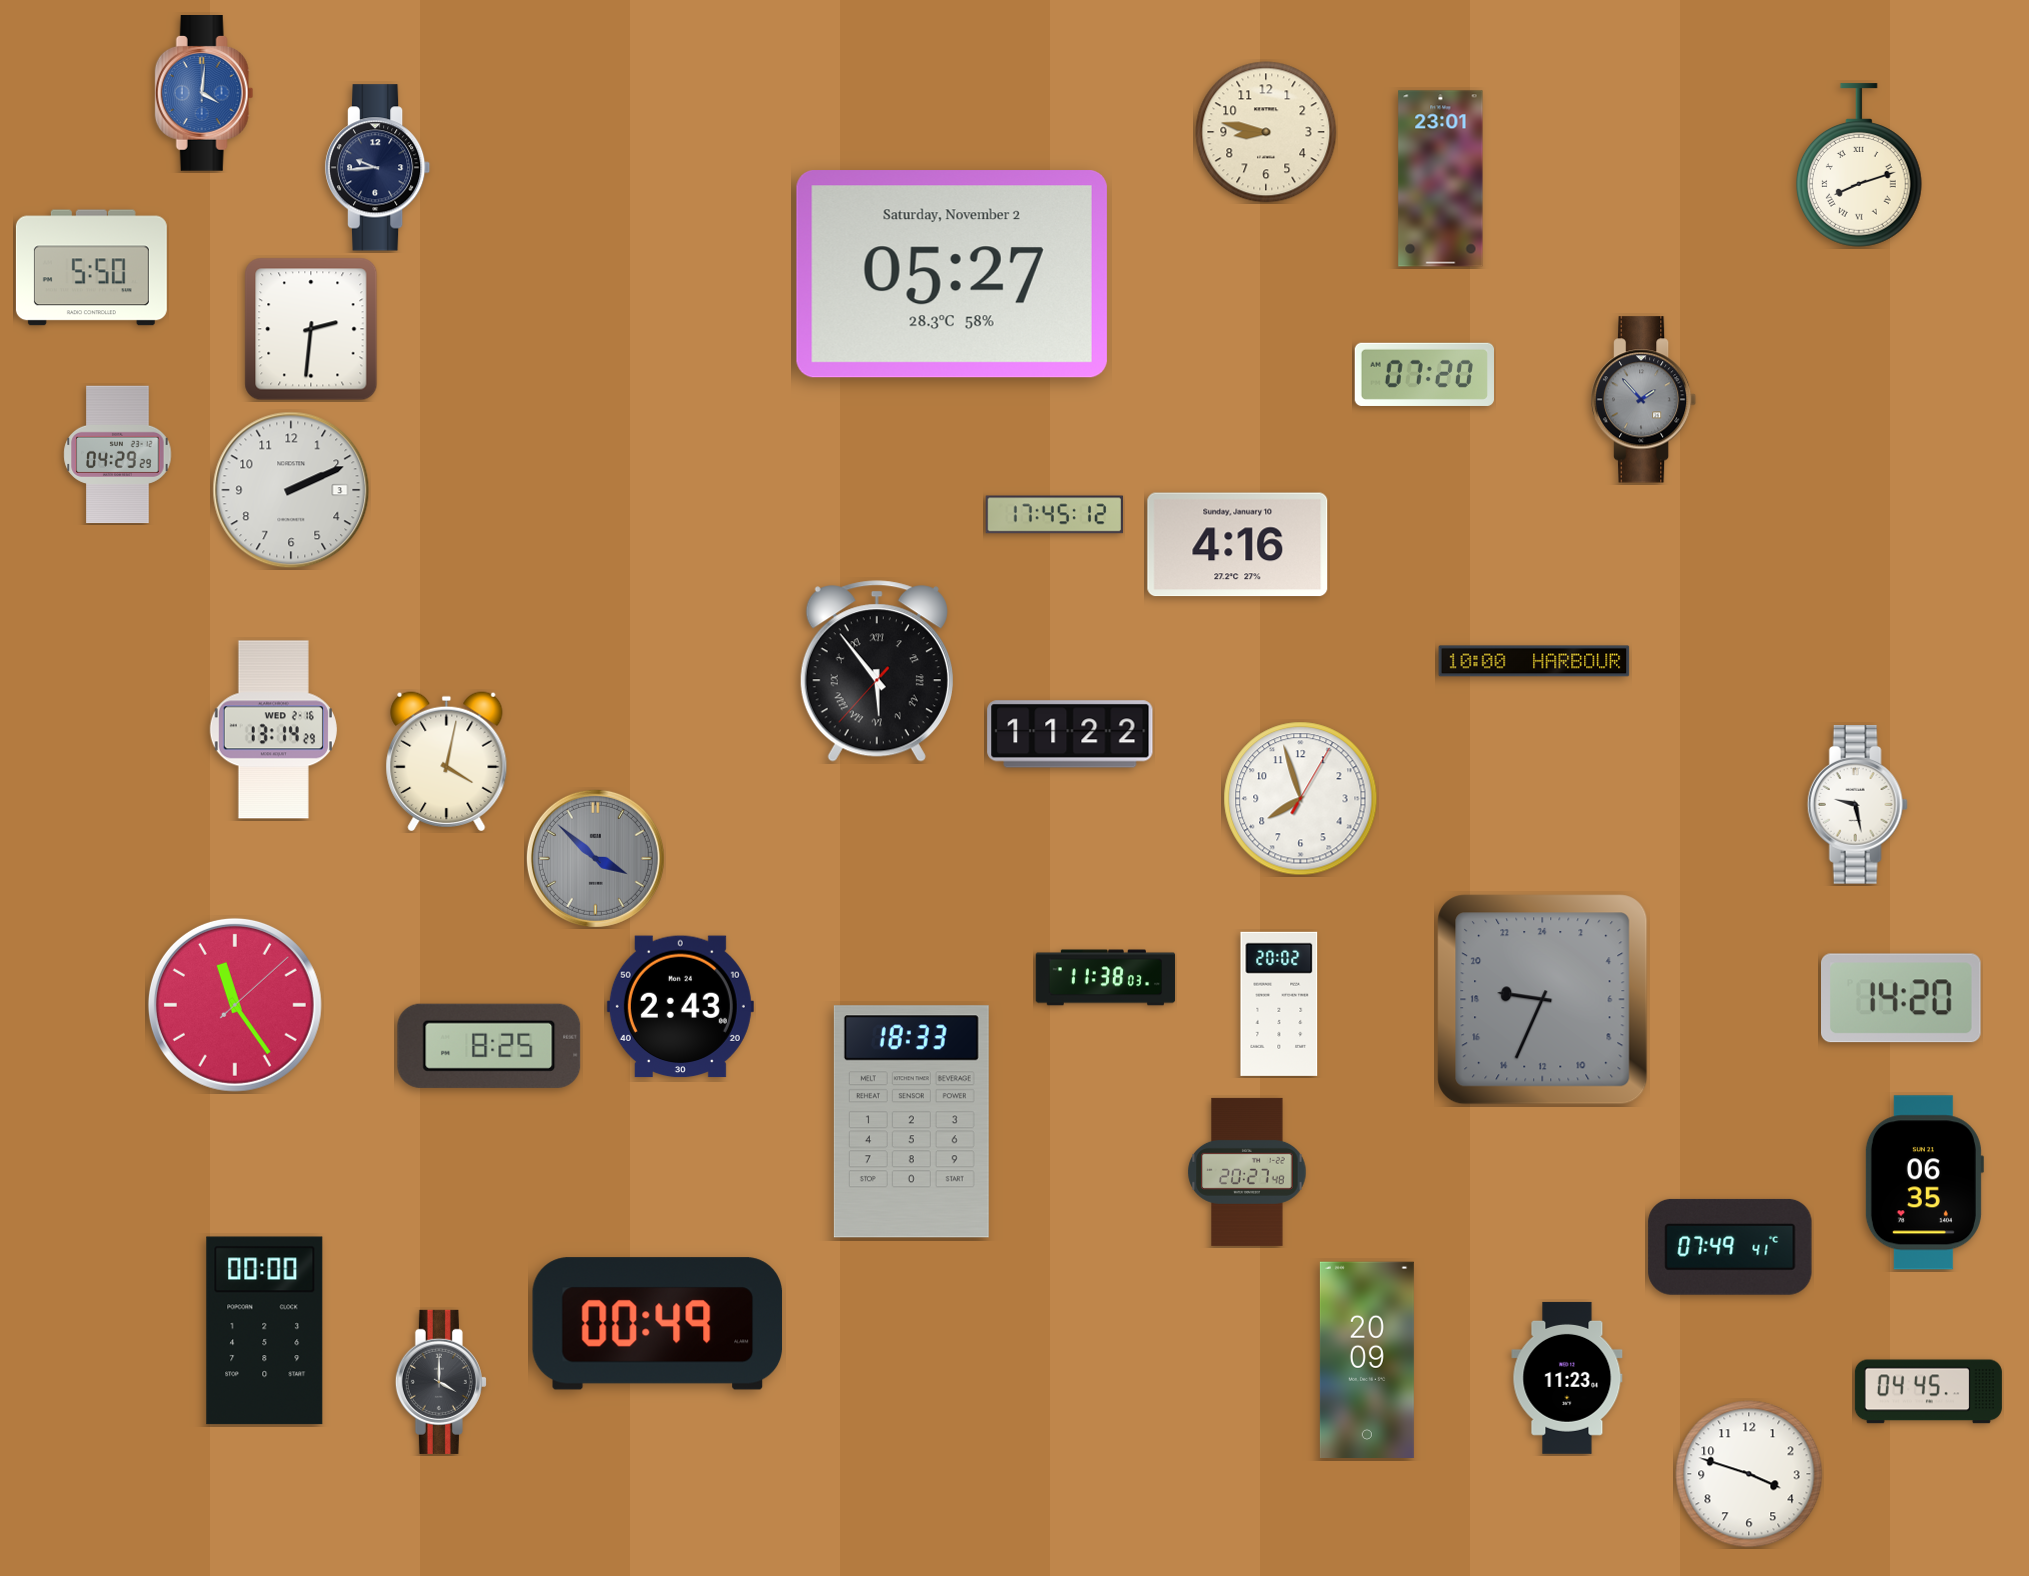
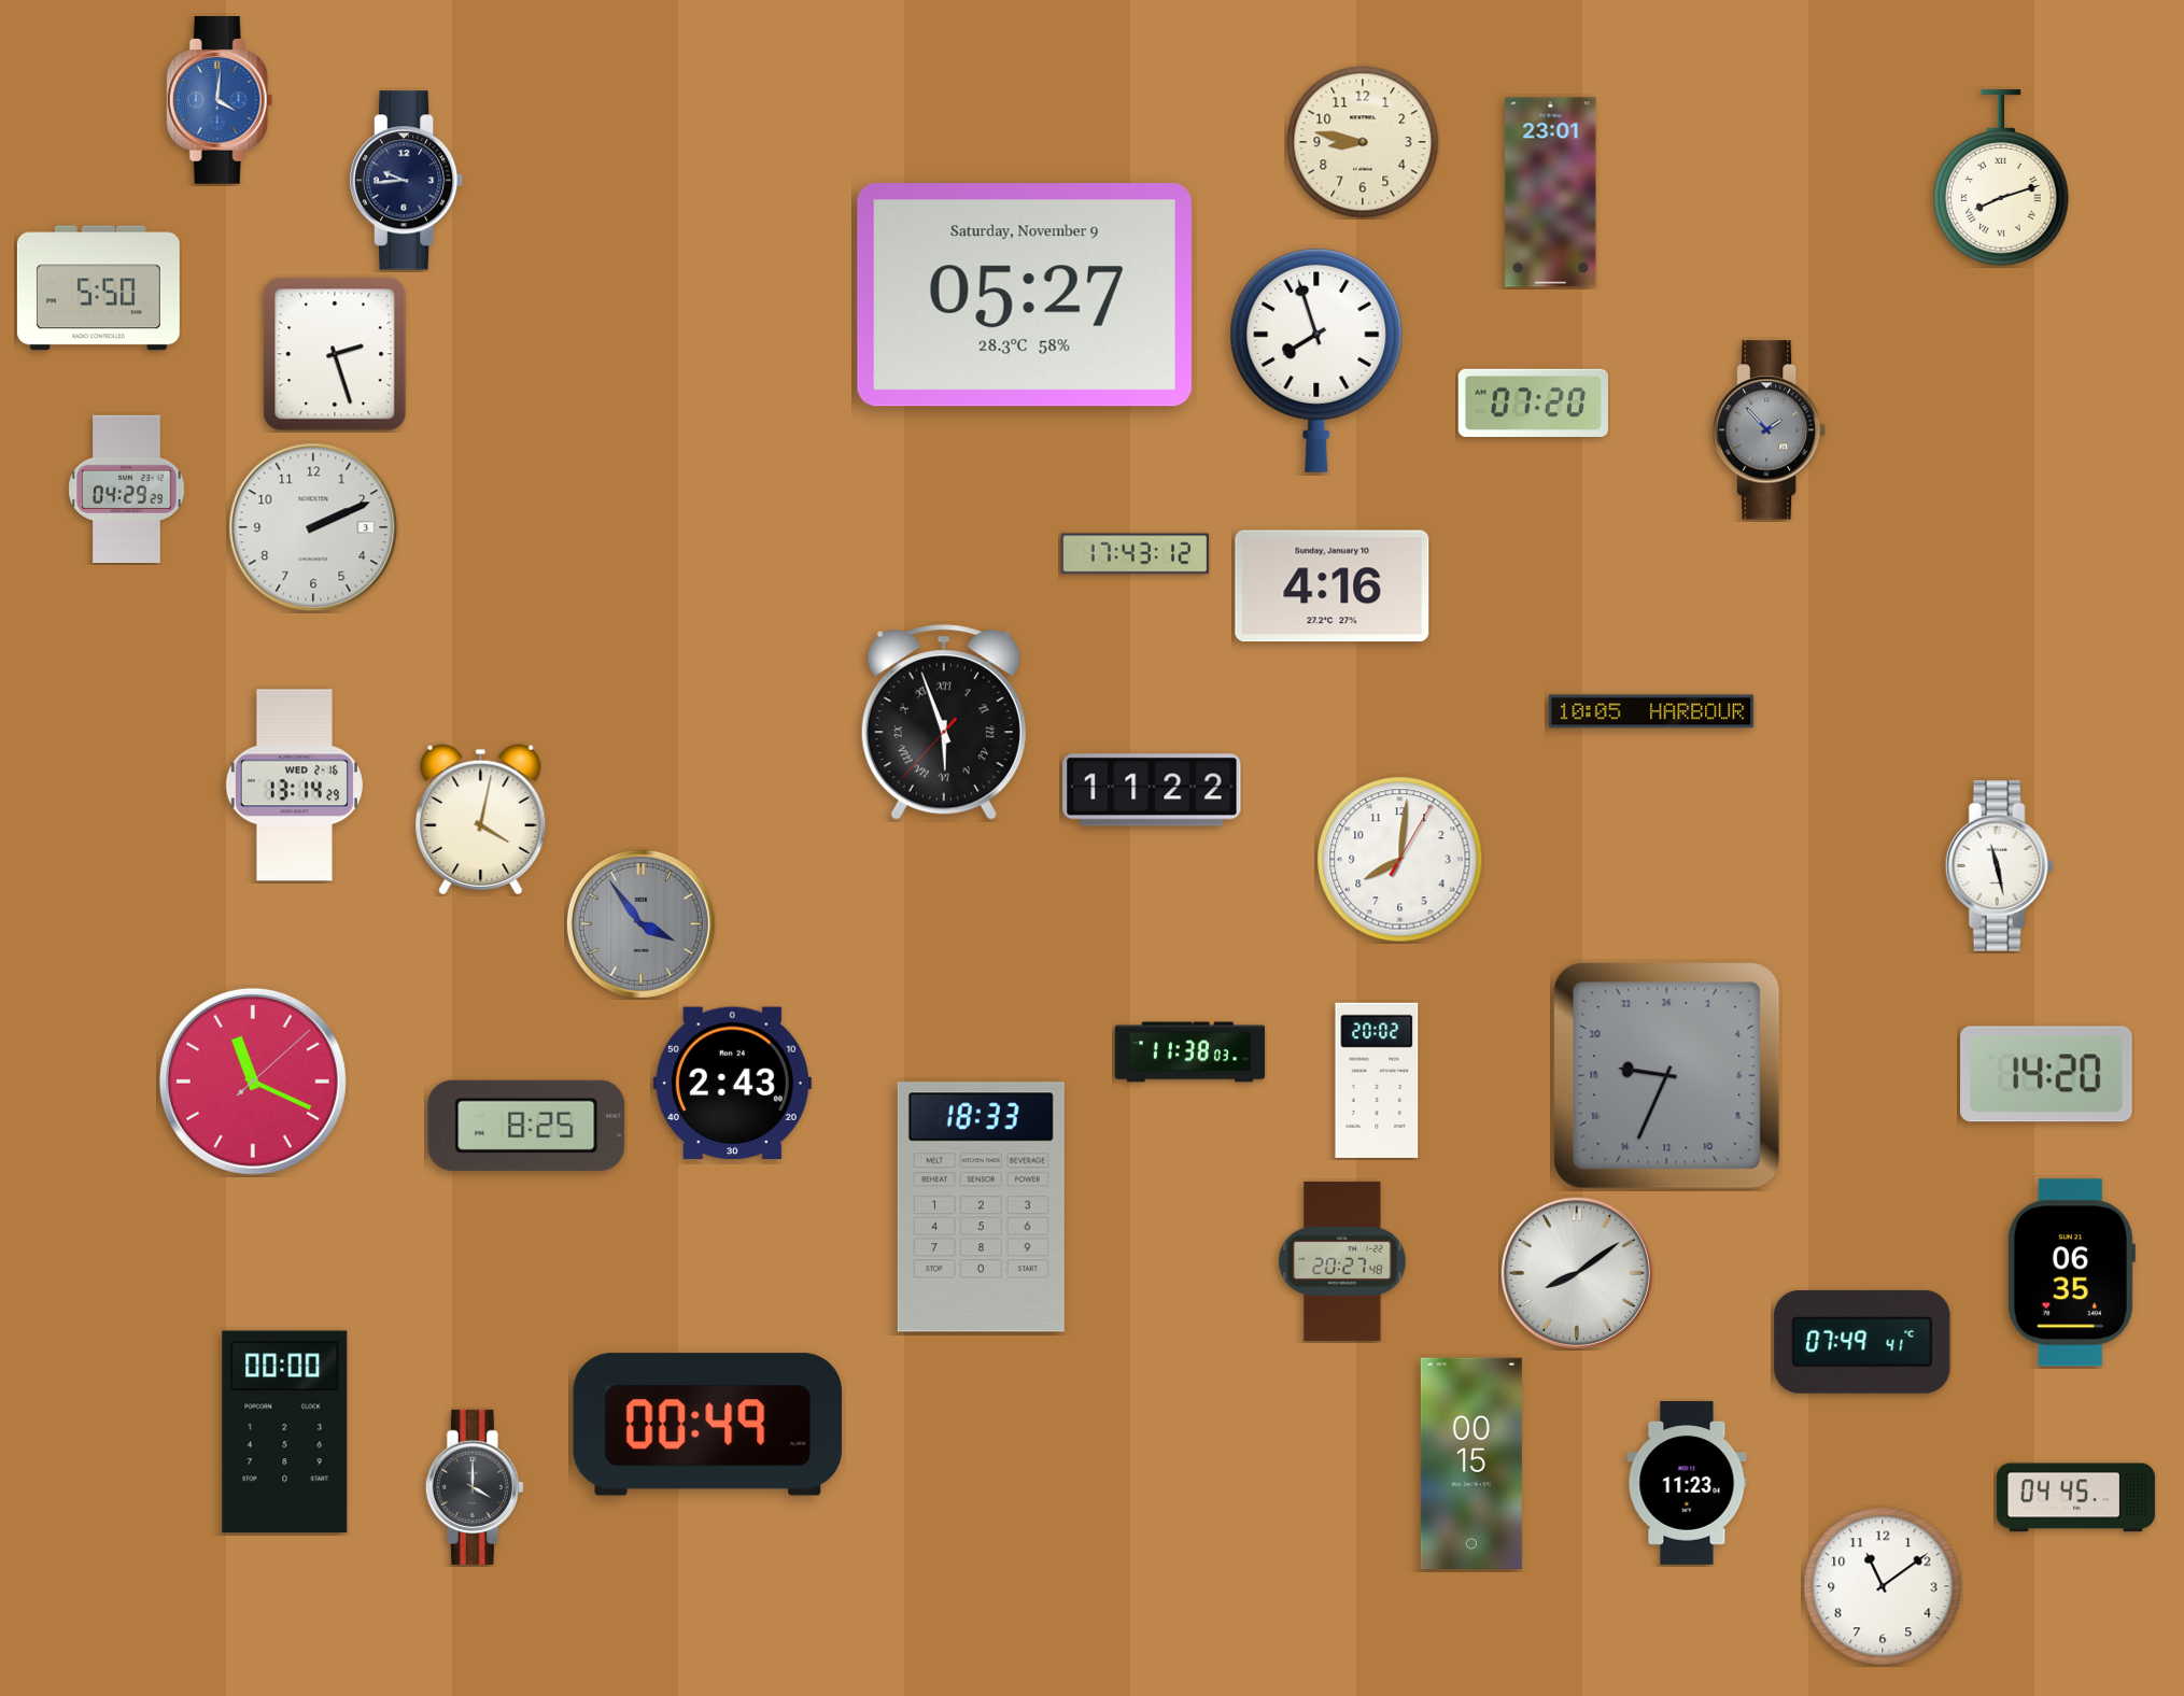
clock at (952, 274) date: Saturday, November 2 -> Saturday, November 9
clock at (311, 329): 2:31 -> 2:27
clock at (1316, 359): none -> 7:57
clock at (1055, 515): 17:45 -> 17:43
clock at (1534, 661): 10:00 -> 10:05
clock at (877, 671): 5:53 -> 5:56
clock at (1301, 799): 7:57 -> 8:01
clock at (1857, 805): 9:28 -> 11:28
clock at (595, 858): 3:52 -> 3:54
clock at (1543, 1000) position: (1543, 1000) -> (1667, 1076)
clock at (235, 1005): 11:24 -> 11:19
clock at (1577, 1273): none -> 8:09
clock at (1367, 1359): 20:09 -> 00:15
clock at (1749, 1474): 3:48 -> 11:09
